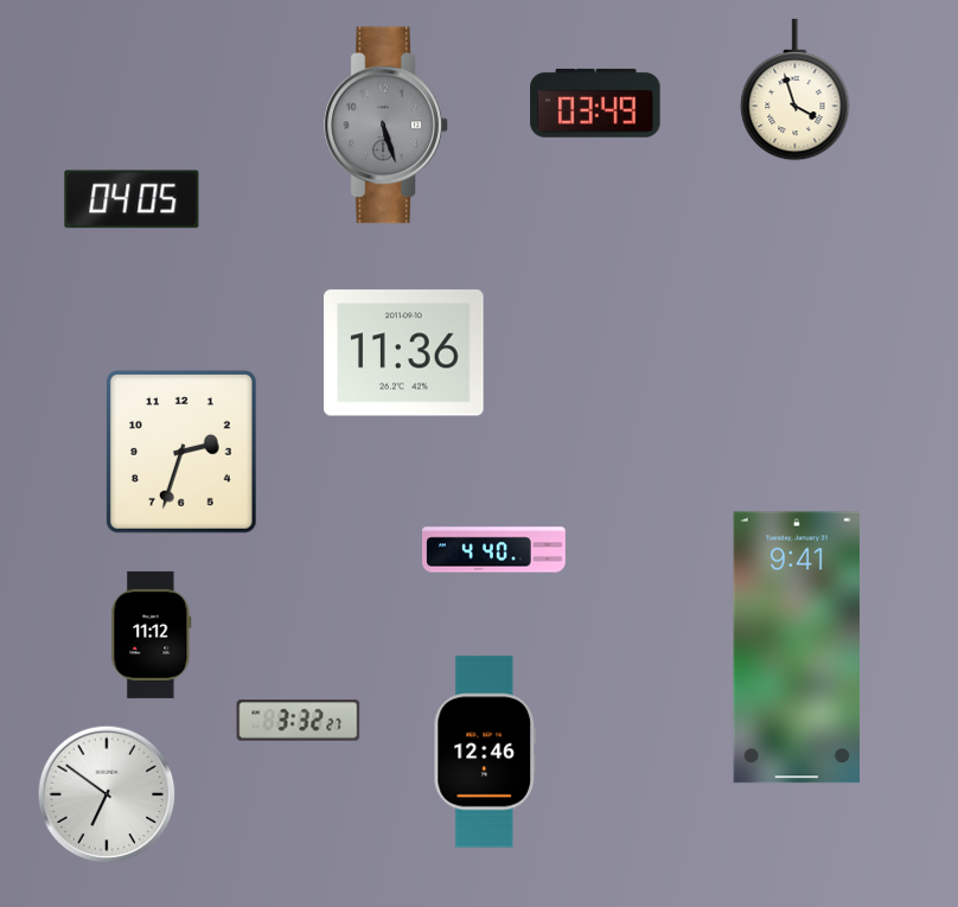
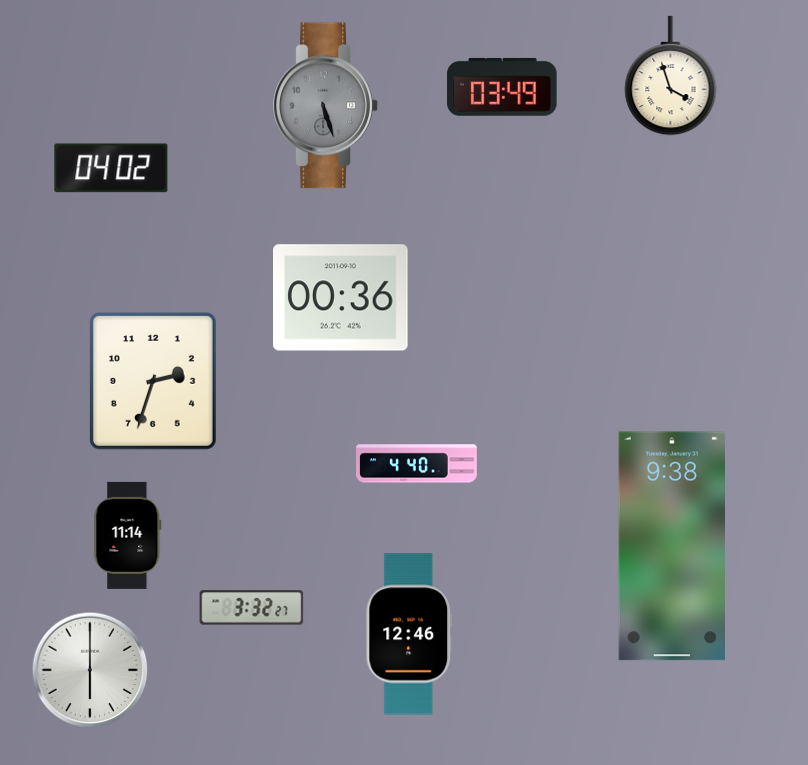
clock at (132, 199): 04:05 -> 04:02
clock at (404, 353): 11:36 -> 00:36
clock at (152, 634): 11:12 -> 11:14
clock at (796, 647): 9:41 -> 9:38
clock at (107, 794): 6:51 -> 6:00
